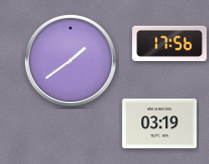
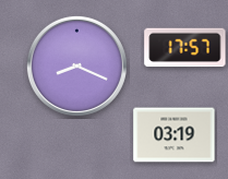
clock at (170, 44): 17:56 -> 17:57
clock at (70, 60): 1:39 -> 8:19
